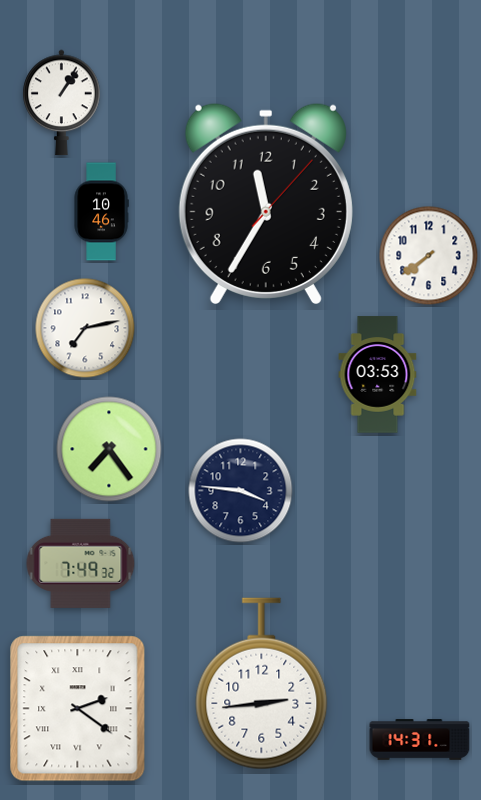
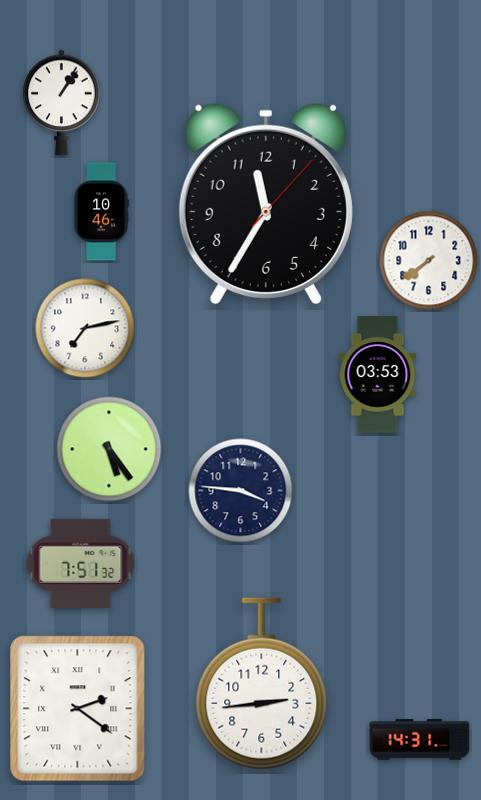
clock at (429, 256) position: (429, 256) -> (429, 261)
clock at (109, 449): 7:24 -> 5:24
clock at (81, 563): 7:49 -> 7:51
